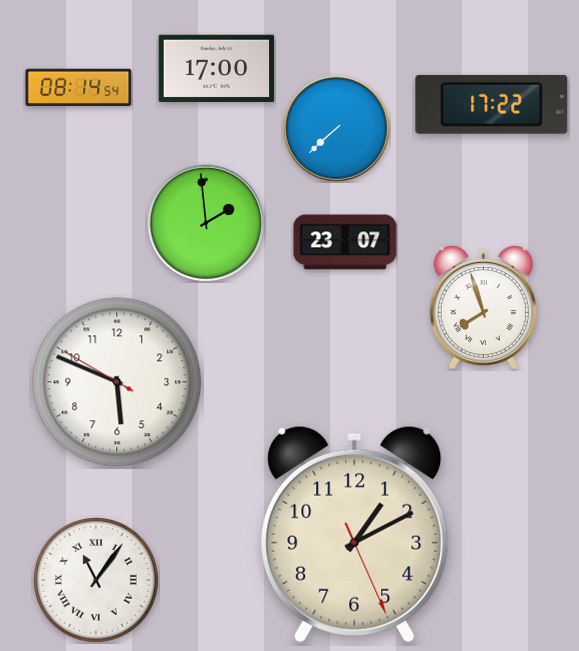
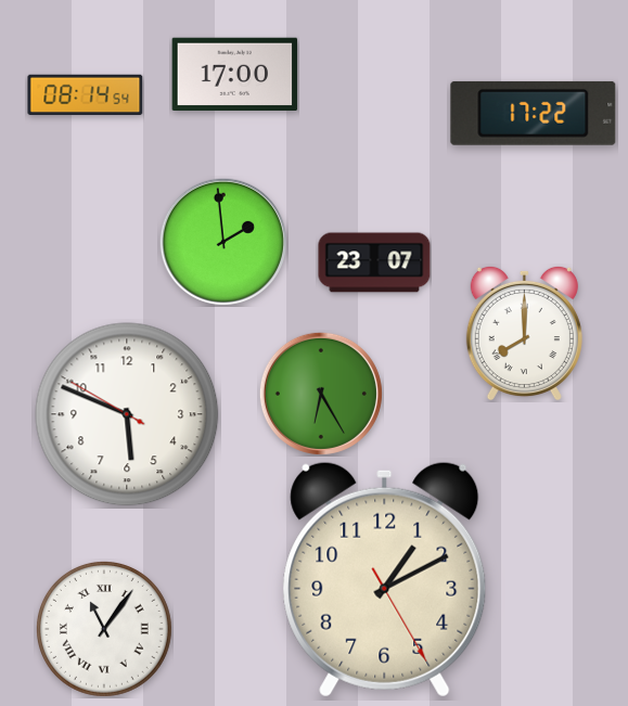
clock at (337, 129): 7:38 -> none
clock at (483, 307): 7:57 -> 8:00
clock at (321, 394): none -> 6:25
clock at (355, 534): 1:10:26 -> 1:10:25
